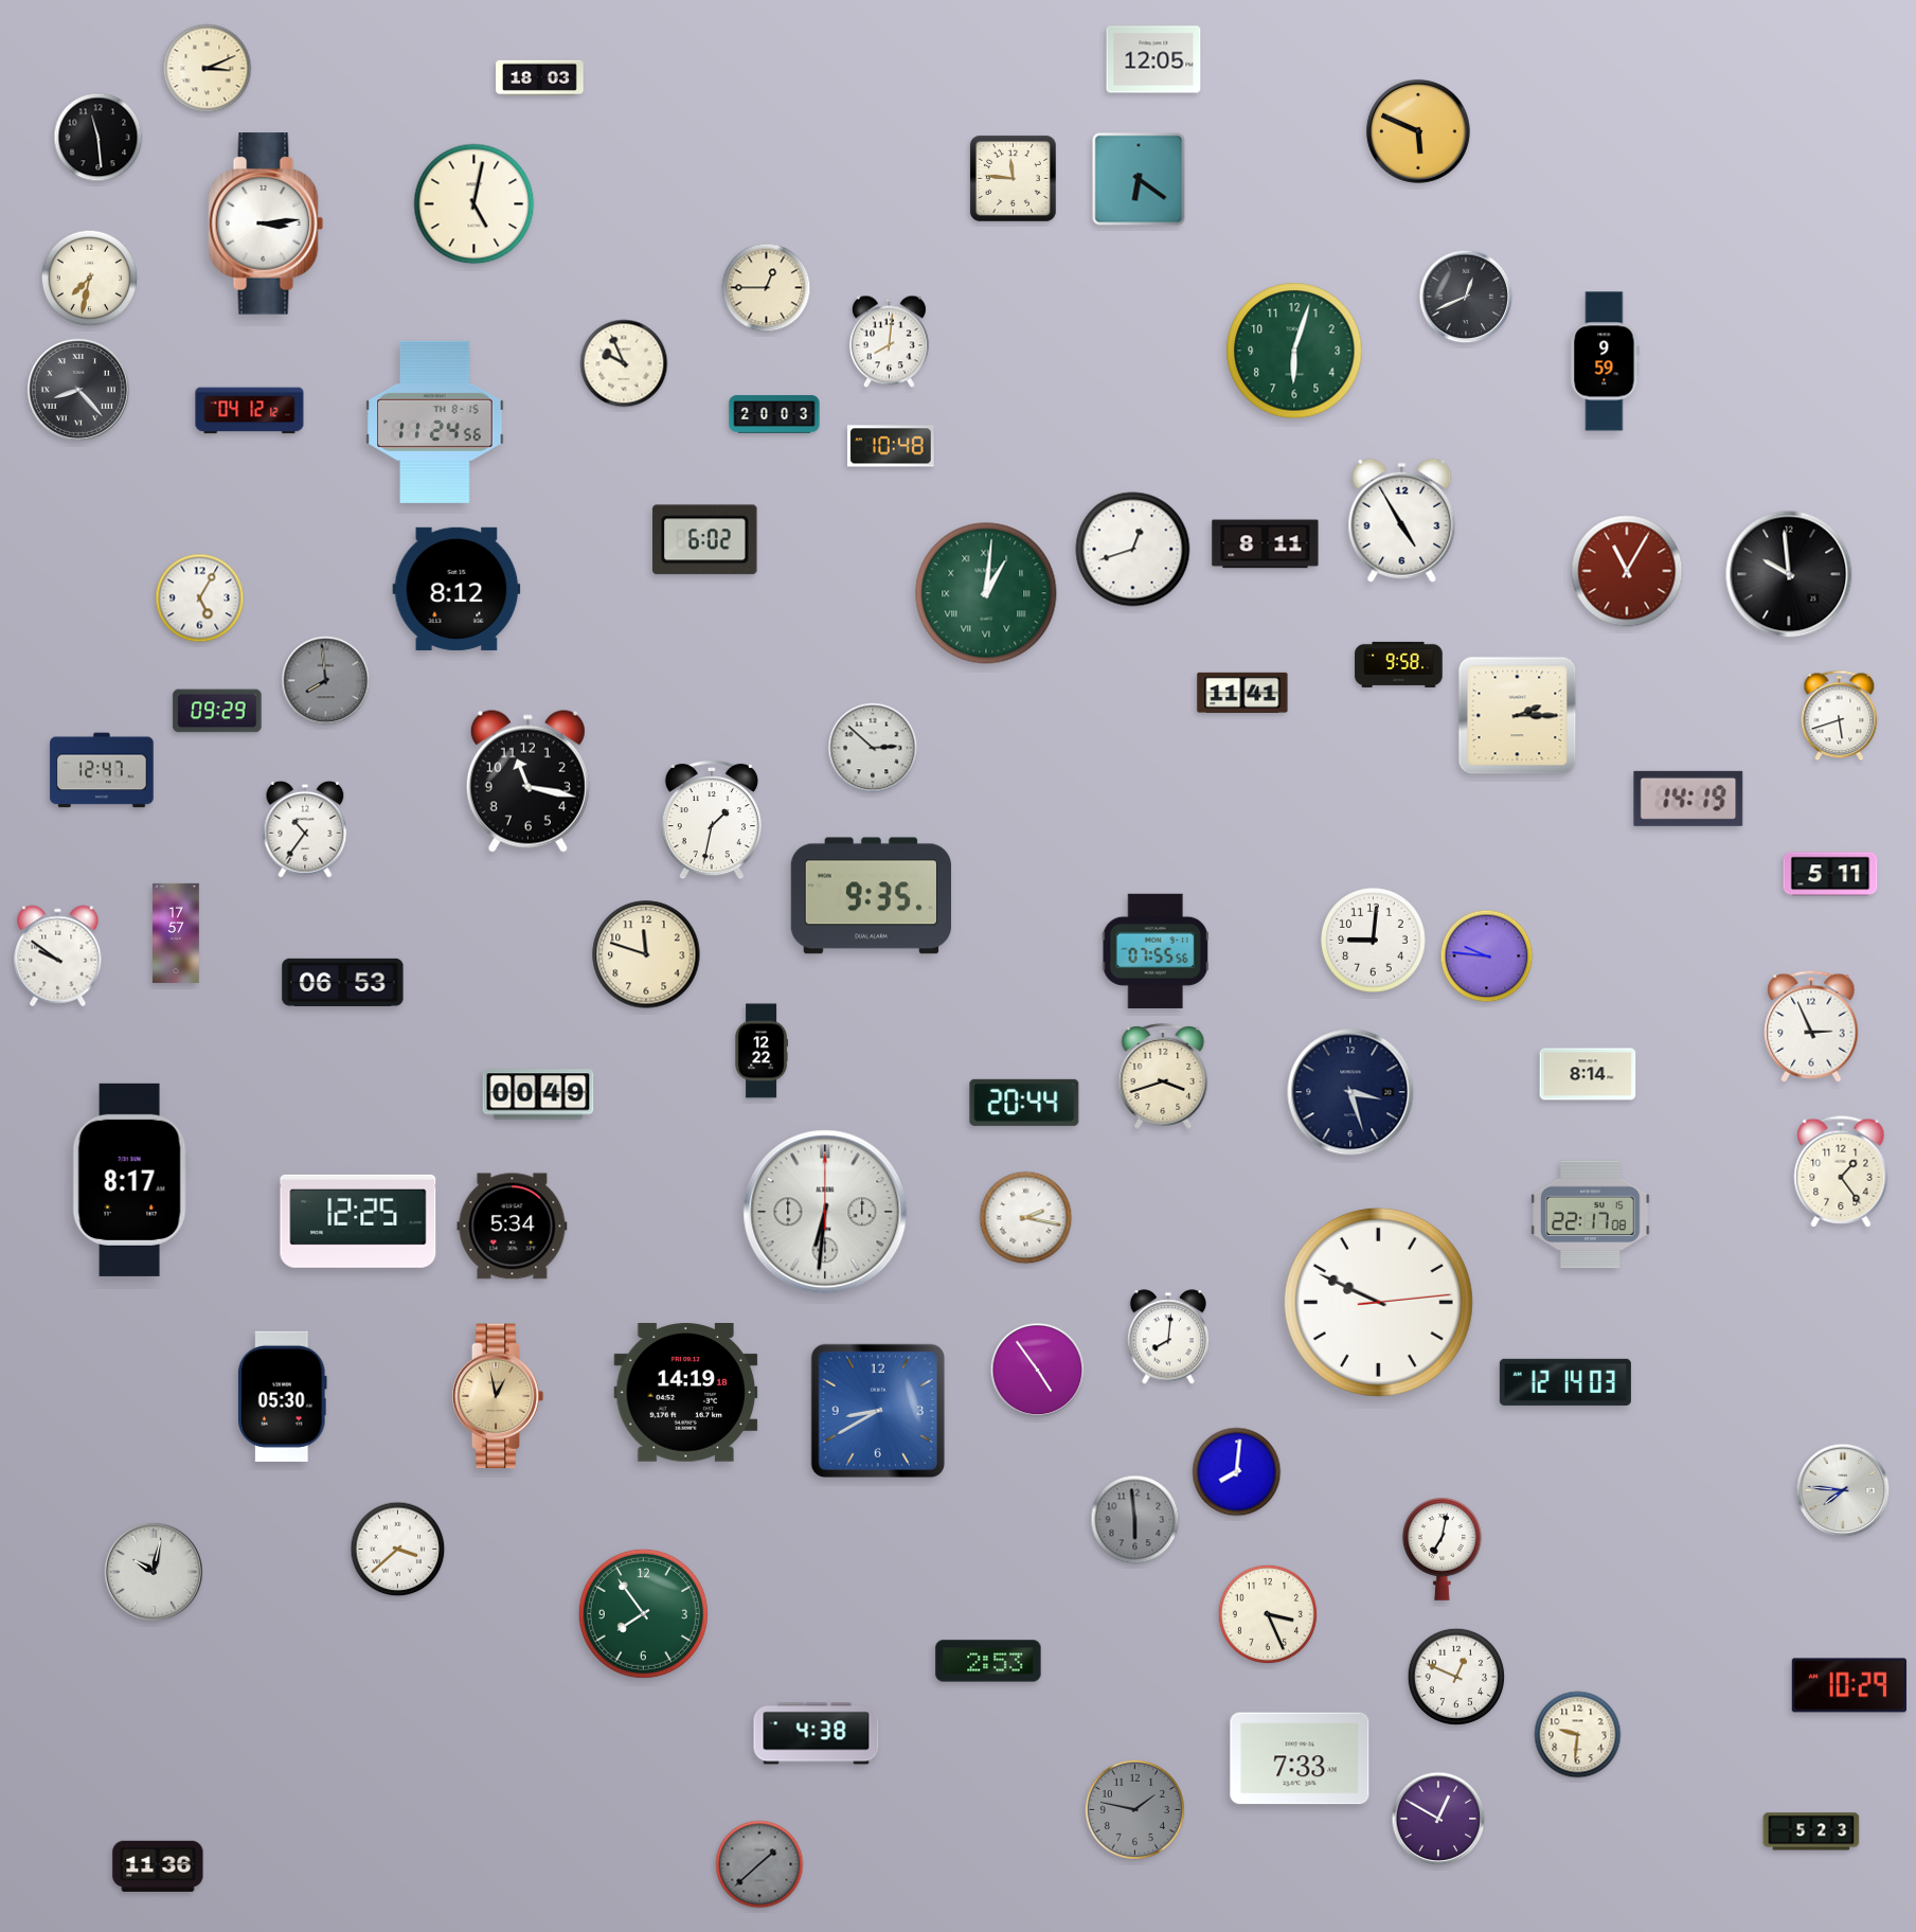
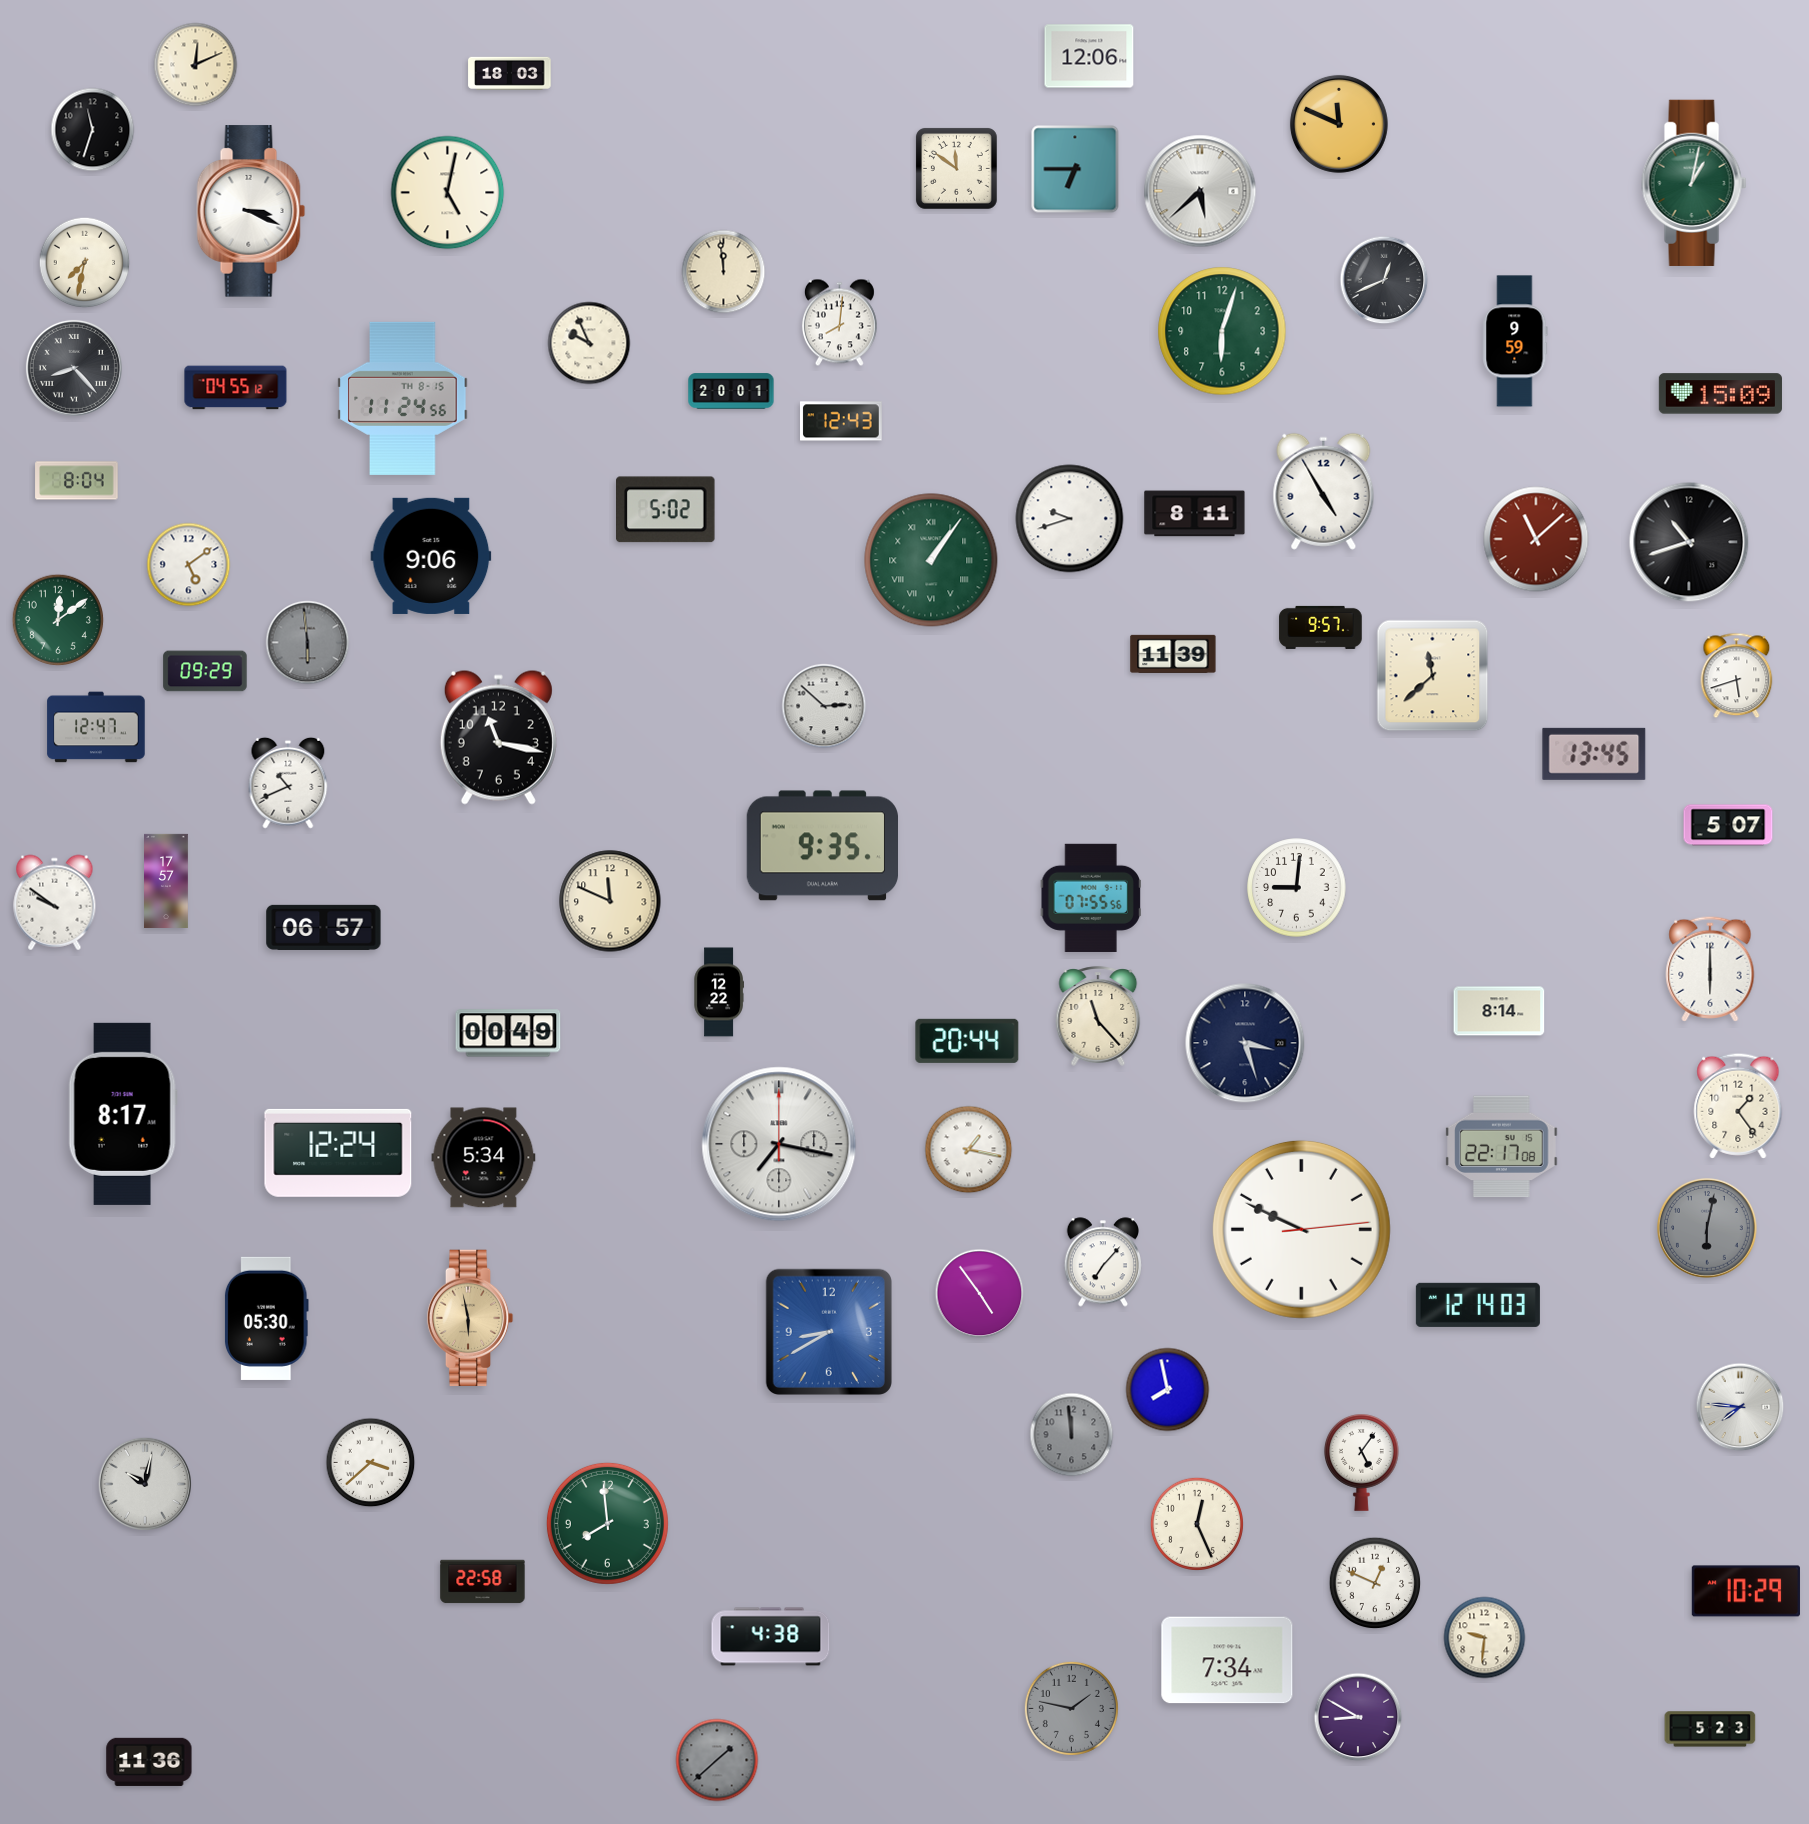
clock at (1153, 59): 12:05 -> 12:06
clock at (208, 69): 3:11 -> 12:11
clock at (1418, 131): 5:49 -> 11:49
clock at (99, 138): 11:29 -> 11:33
clock at (1013, 178): 11:46 -> 11:51
clock at (1139, 179): 6:21 -> 6:45
clock at (1694, 183): none -> 1:02
clock at (1200, 191): none -> 5:38
clock at (266, 223): 3:14 -> 3:19
clock at (767, 288): 12:45 -> 11:59
clock at (250, 411): 04:12 -> 04:55
clock at (774, 414): 20:03 -> 20:01
clock at (1720, 394): none -> 15:09
clock at (435, 422) position: (435, 422) -> (403, 398)
clock at (892, 446): 10:48 -> 12:43
clock at (77, 481): none -> 8:04
clock at (705, 540): 6:02 -> 5:02
clock at (1133, 550): 12:42 -> 9:42
clock at (1627, 571): 11:05 -> 11:08
clock at (1789, 574): 9:59 -> 10:42
clock at (456, 589): 8:12 -> 9:06
clock at (986, 593): 1:01 -> 1:06
clock at (200, 598): 5:05 -> 5:09
clock at (58, 620): none -> 12:09
clock at (1399, 664): 9:58 -> 9:57
clock at (326, 681): 7:59 -> 5:59
clock at (1242, 693): 11:41 -> 11:39
clock at (1518, 716): 2:15 -> 11:38
clock at (1688, 799): 14:19 -> 13:45
clock at (712, 820): 1:32 -> none
clock at (305, 829): 10:36 -> 10:41
clock at (1830, 874): 5:11 -> 5:07
clock at (646, 954): 11:48 -> 11:49
clock at (1487, 956): 9:46 -> none
clock at (343, 982): 06:53 -> 06:57
clock at (1811, 1026): 2:56 -> 6:00
clock at (1588, 1074) position: (1588, 1074) -> (1499, 1011)
clock at (1163, 1076): 3:42 -> 11:23
clock at (1350, 1092) position: (1350, 1092) -> (1245, 1043)
clock at (825, 1212): 6:31 -> 7:17
clock at (1026, 1218): 2:17 -> 1:17
clock at (358, 1221): 12:25 -> 12:24
clock at (1707, 1228): none -> 6:02
clock at (1167, 1337): 8:01 -> 7:07
clock at (686, 1393): 14:19 -> none
clock at (498, 1396): 12:58 -> 5:58
clock at (1237, 1472): 8:01 -> 7:58
clock at (1135, 1520): 5:59 -> 11:59
clock at (398, 1550) position: (398, 1550) -> (371, 1463)
clock at (1442, 1550): 7:02 -> 5:06
clock at (643, 1613): 7:54 -> 7:59
clock at (1268, 1614): 3:26 -> 12:26
clock at (988, 1661): 2:53 -> none
clock at (483, 1582): none -> 22:58
clock at (1578, 1735) position: (1578, 1735) -> (1485, 1638)
clock at (1300, 1758): 7:33 -> 7:34
clock at (1438, 1819): 12:50 -> 8:50
